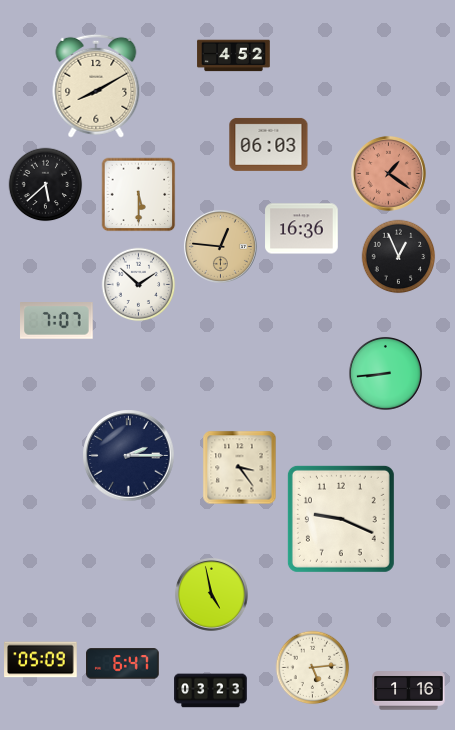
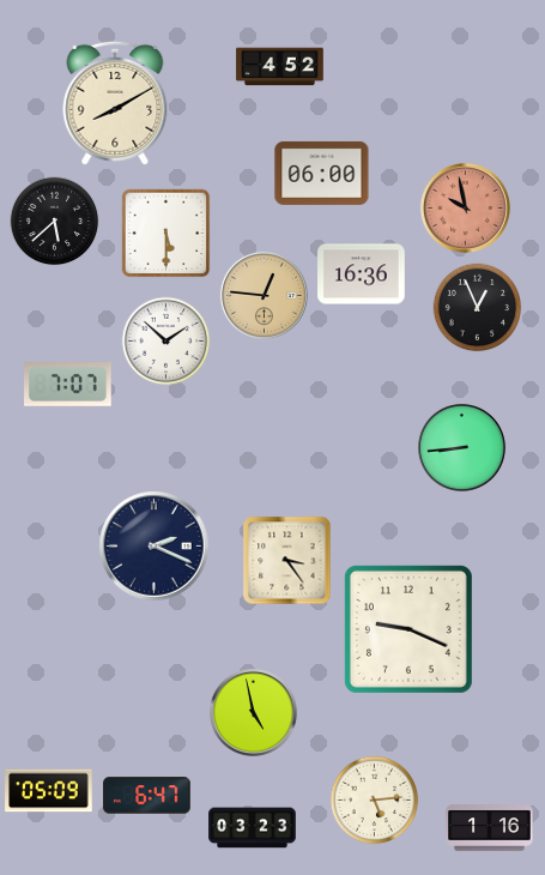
clock at (269, 144): 06:03 -> 06:00
clock at (388, 173): 1:21 -> 9:58
clock at (129, 456): 2:15 -> 2:19
clock at (341, 519) position: (341, 519) -> (408, 629)
